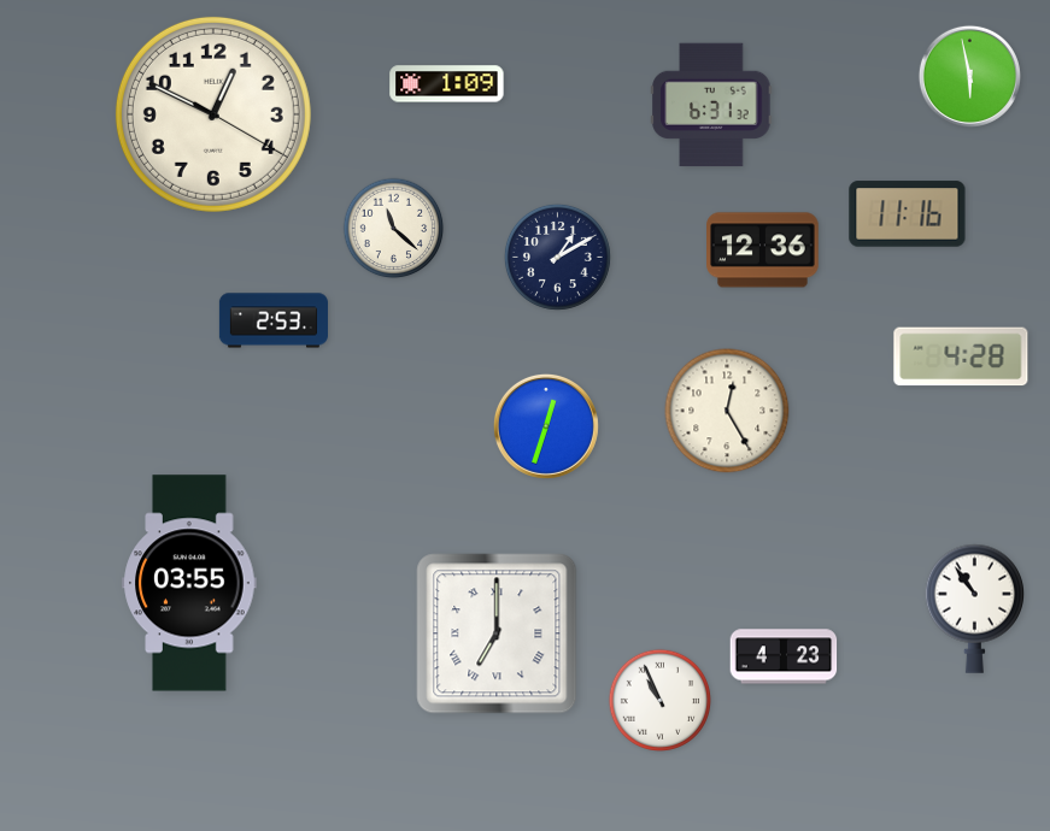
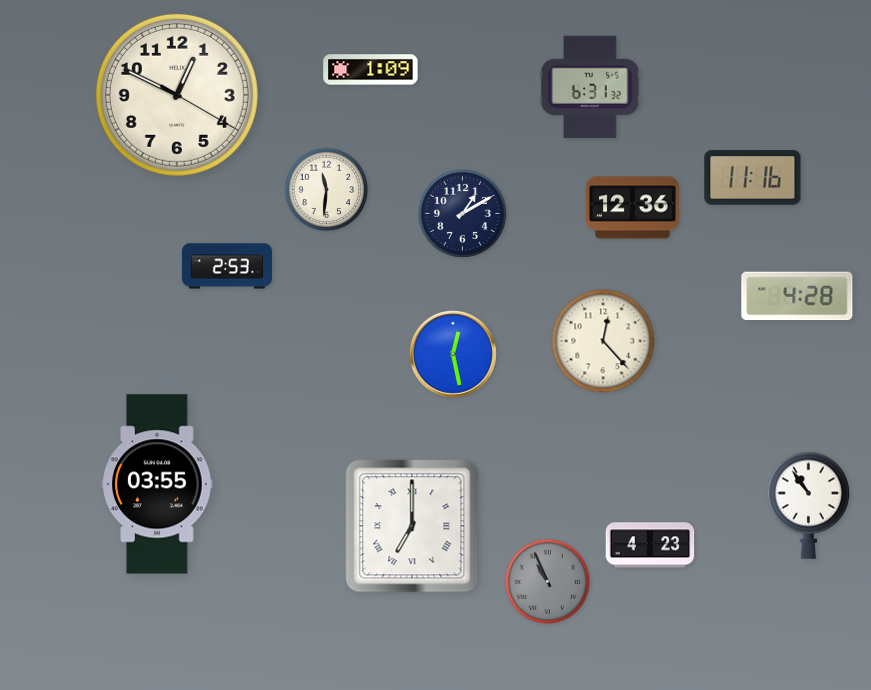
clock at (969, 76): 5:58 -> none
clock at (394, 229): 11:22 -> 11:31
clock at (727, 411): 12:25 -> 12:23
clock at (546, 426): 12:33 -> 12:28
clock at (659, 700) dial: white -> grey
